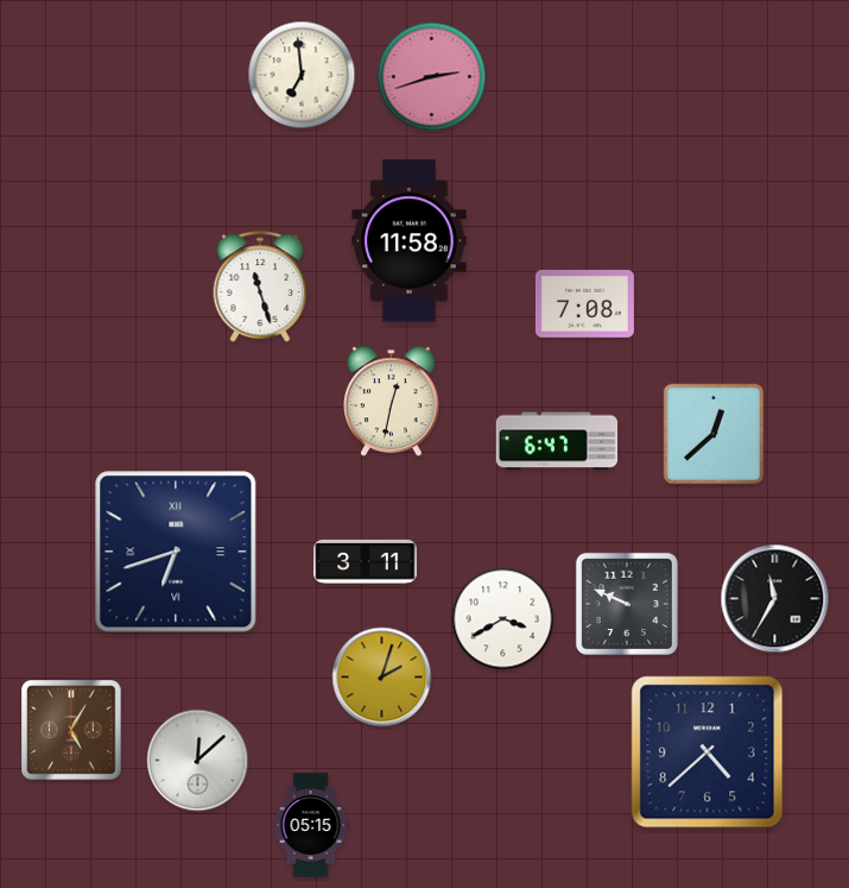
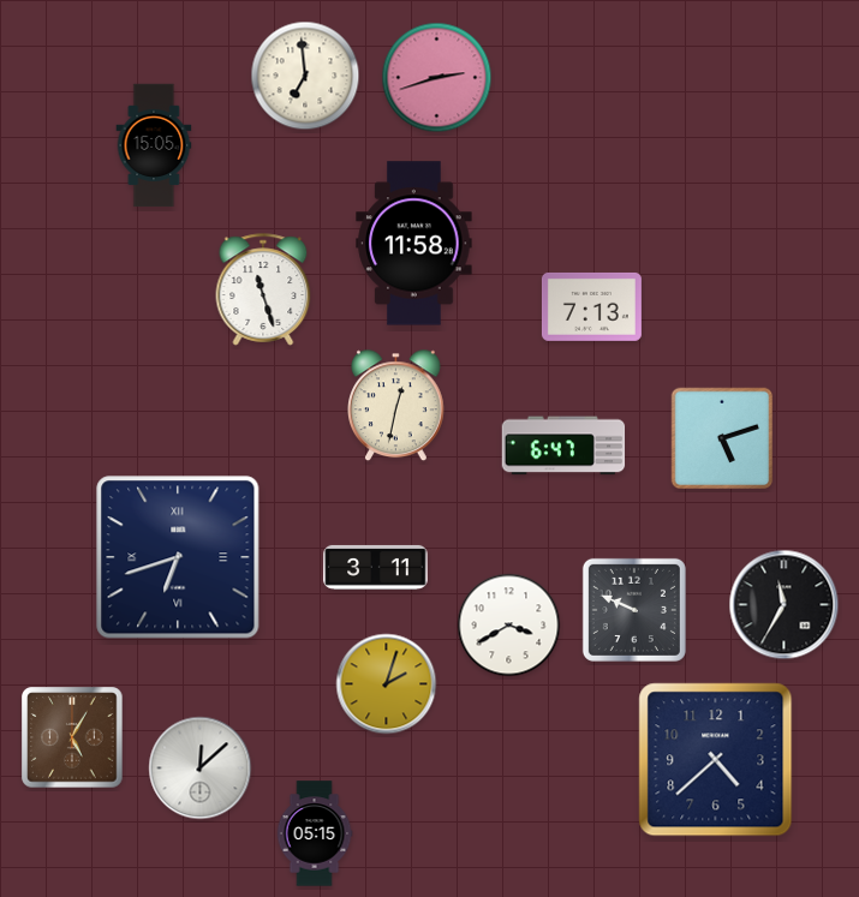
clock at (154, 145): none -> 15:05
clock at (584, 303): 7:08 -> 7:13
clock at (714, 434): 12:38 -> 5:12
clock at (366, 561) position: (366, 561) -> (376, 567)
